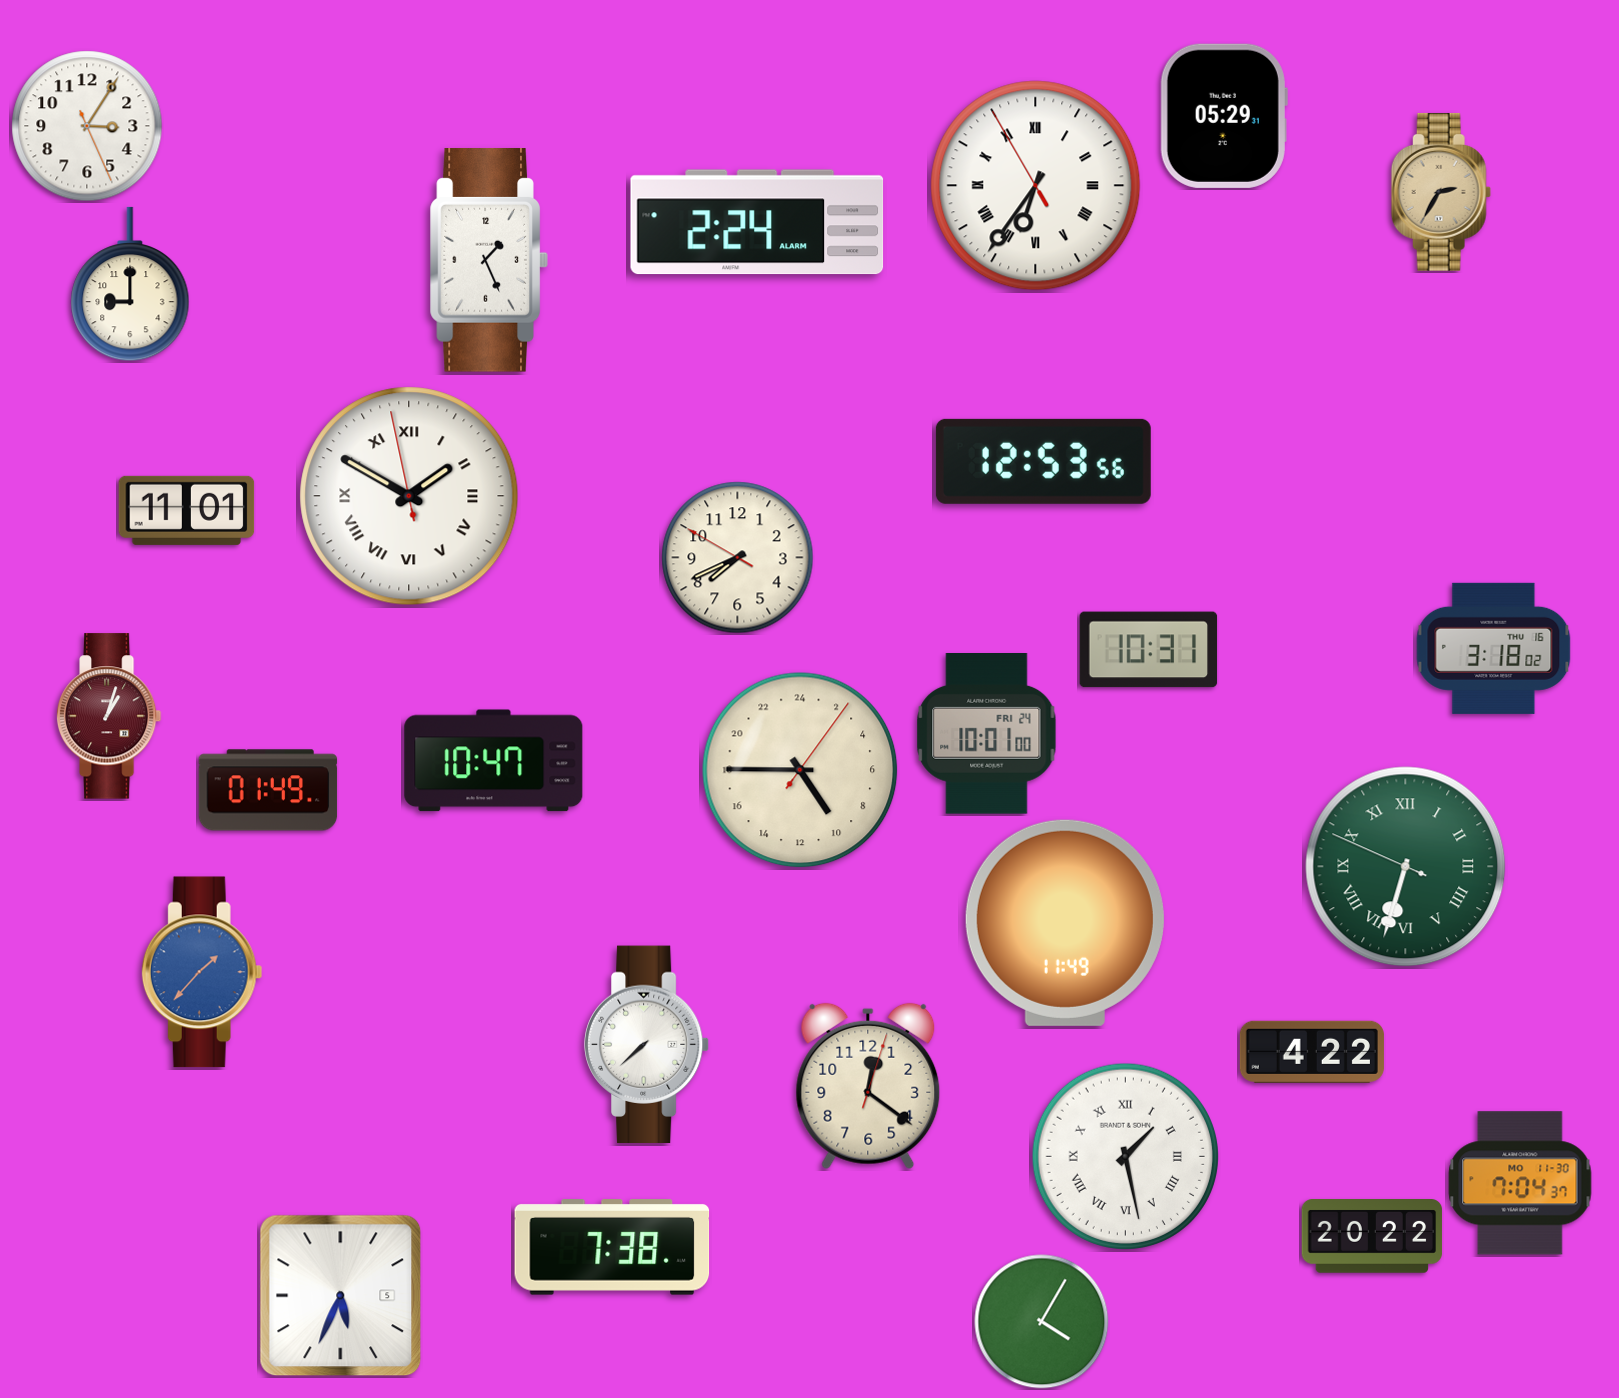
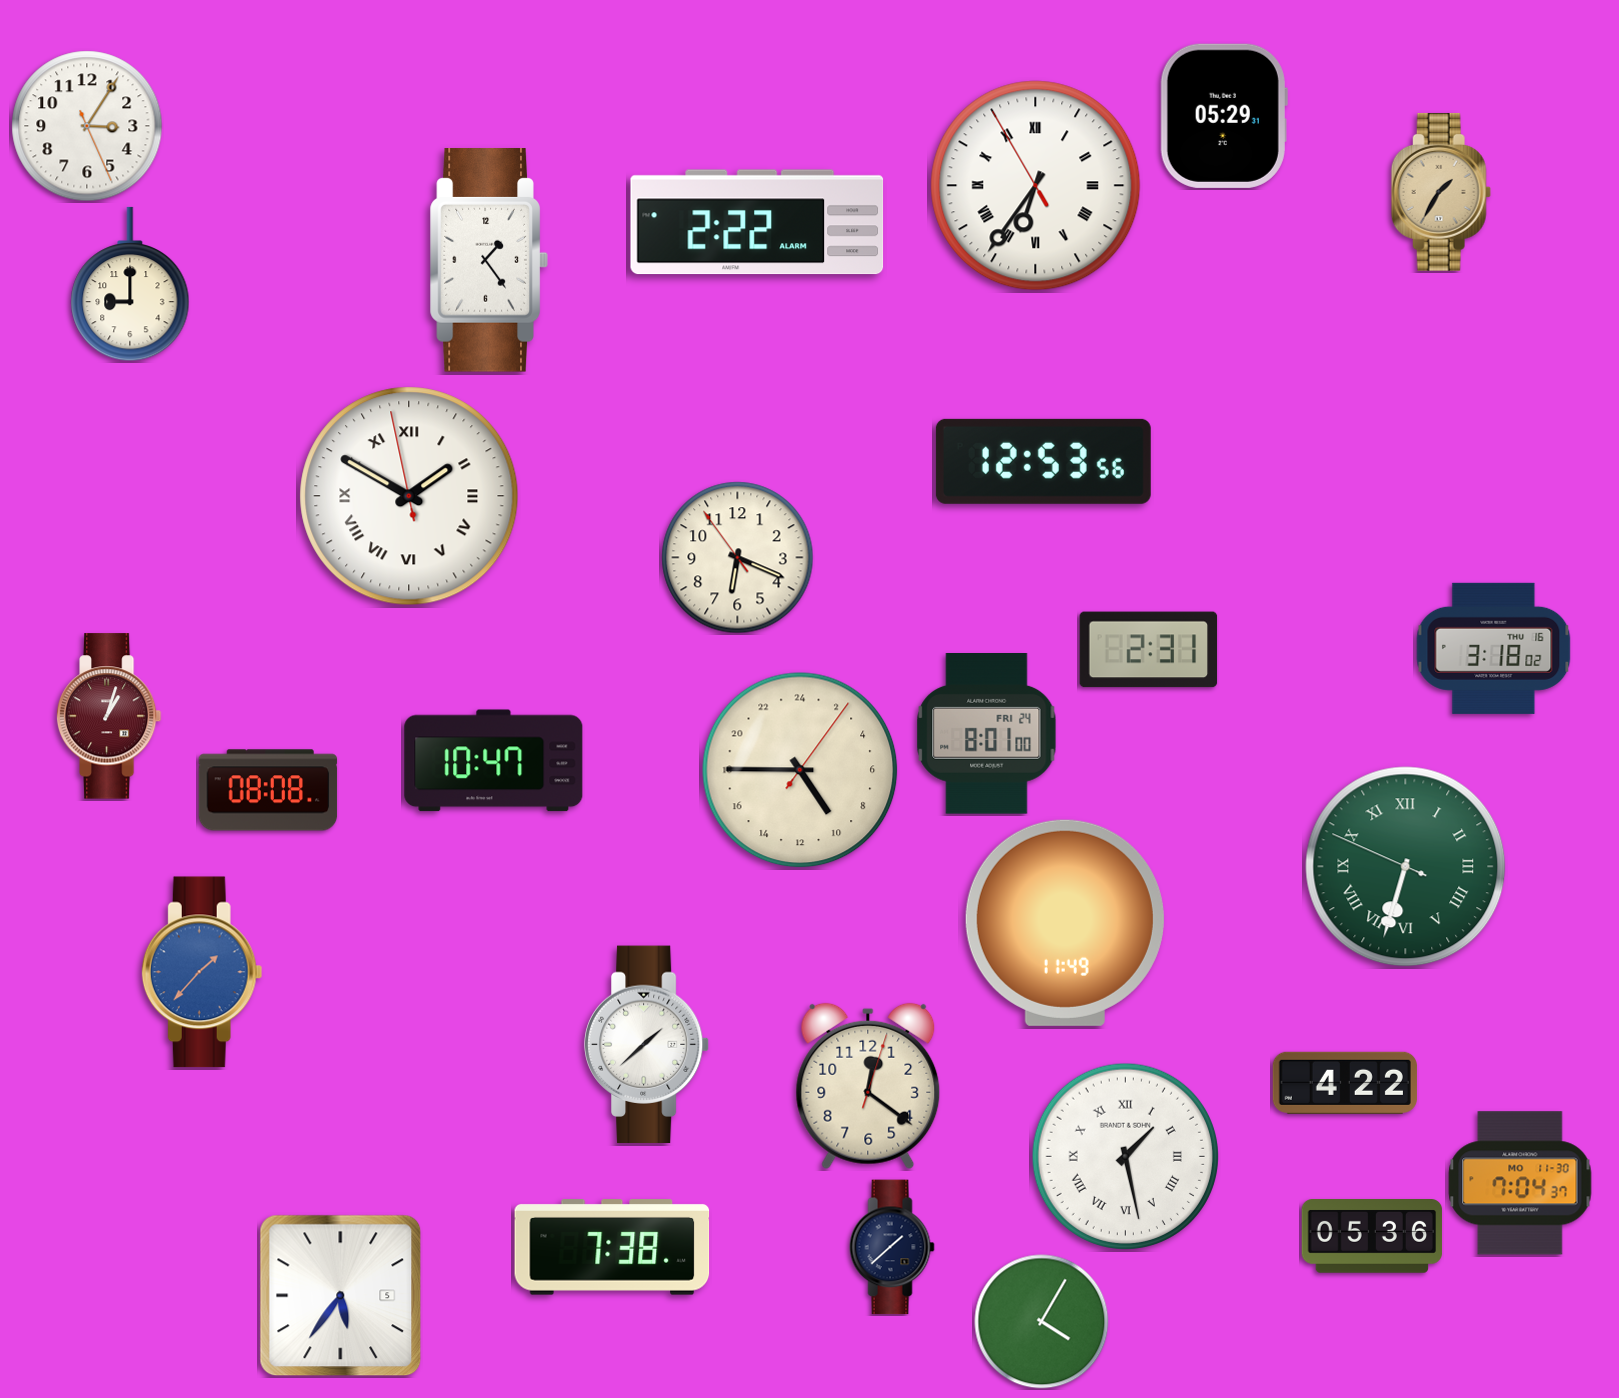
clock at (1441, 192): 2:35 -> 1:35
clock at (757, 222): 2:24 -> 2:22
clock at (489, 261): 1:26 -> 1:24
clock at (187, 510): 11:01 -> none
clock at (738, 558): 7:40 -> 6:18
clock at (1149, 650): 10:31 -> 2:31
clock at (987, 734): 10:01 -> 8:01
clock at (268, 790): 01:49 -> 08:08
clock at (647, 1045): 7:38 -> 1:38
clock at (1312, 1052) position: (1312, 1052) -> (1345, 1083)
clock at (1372, 1237): 20:22 -> 05:36
clock at (892, 1247): none -> 1:38
clock at (341, 1296): 5:34 -> 5:36
